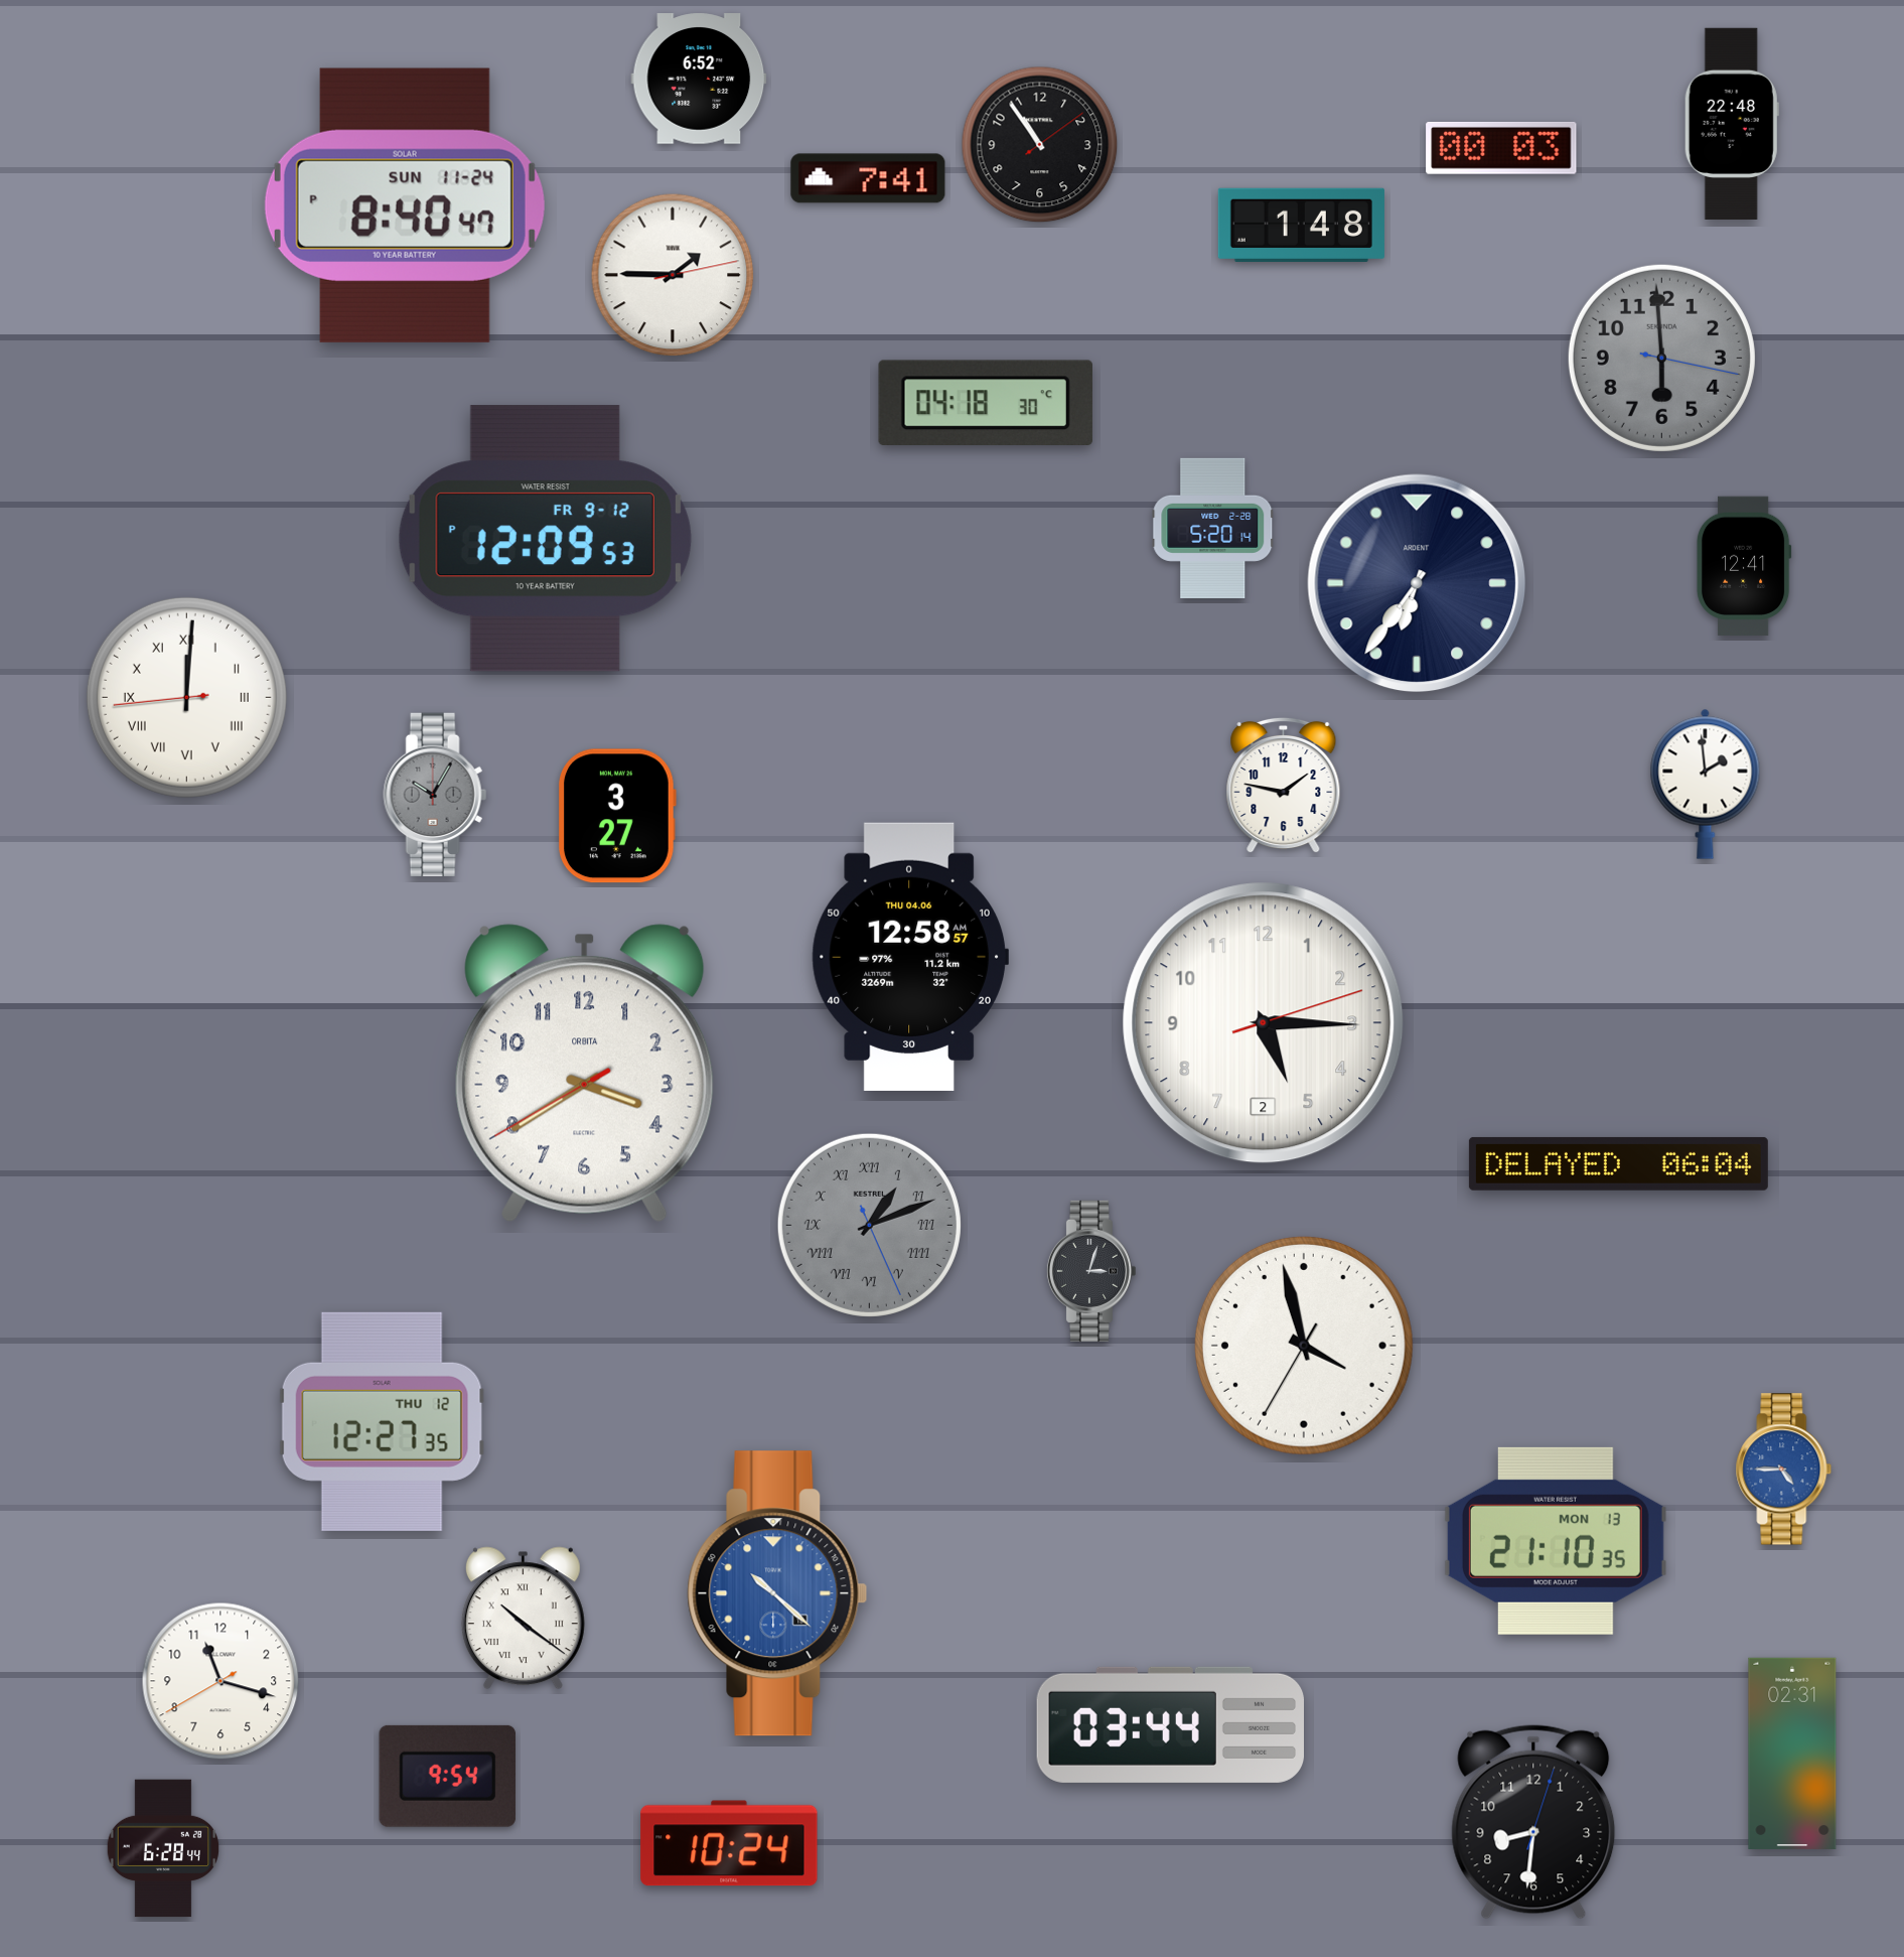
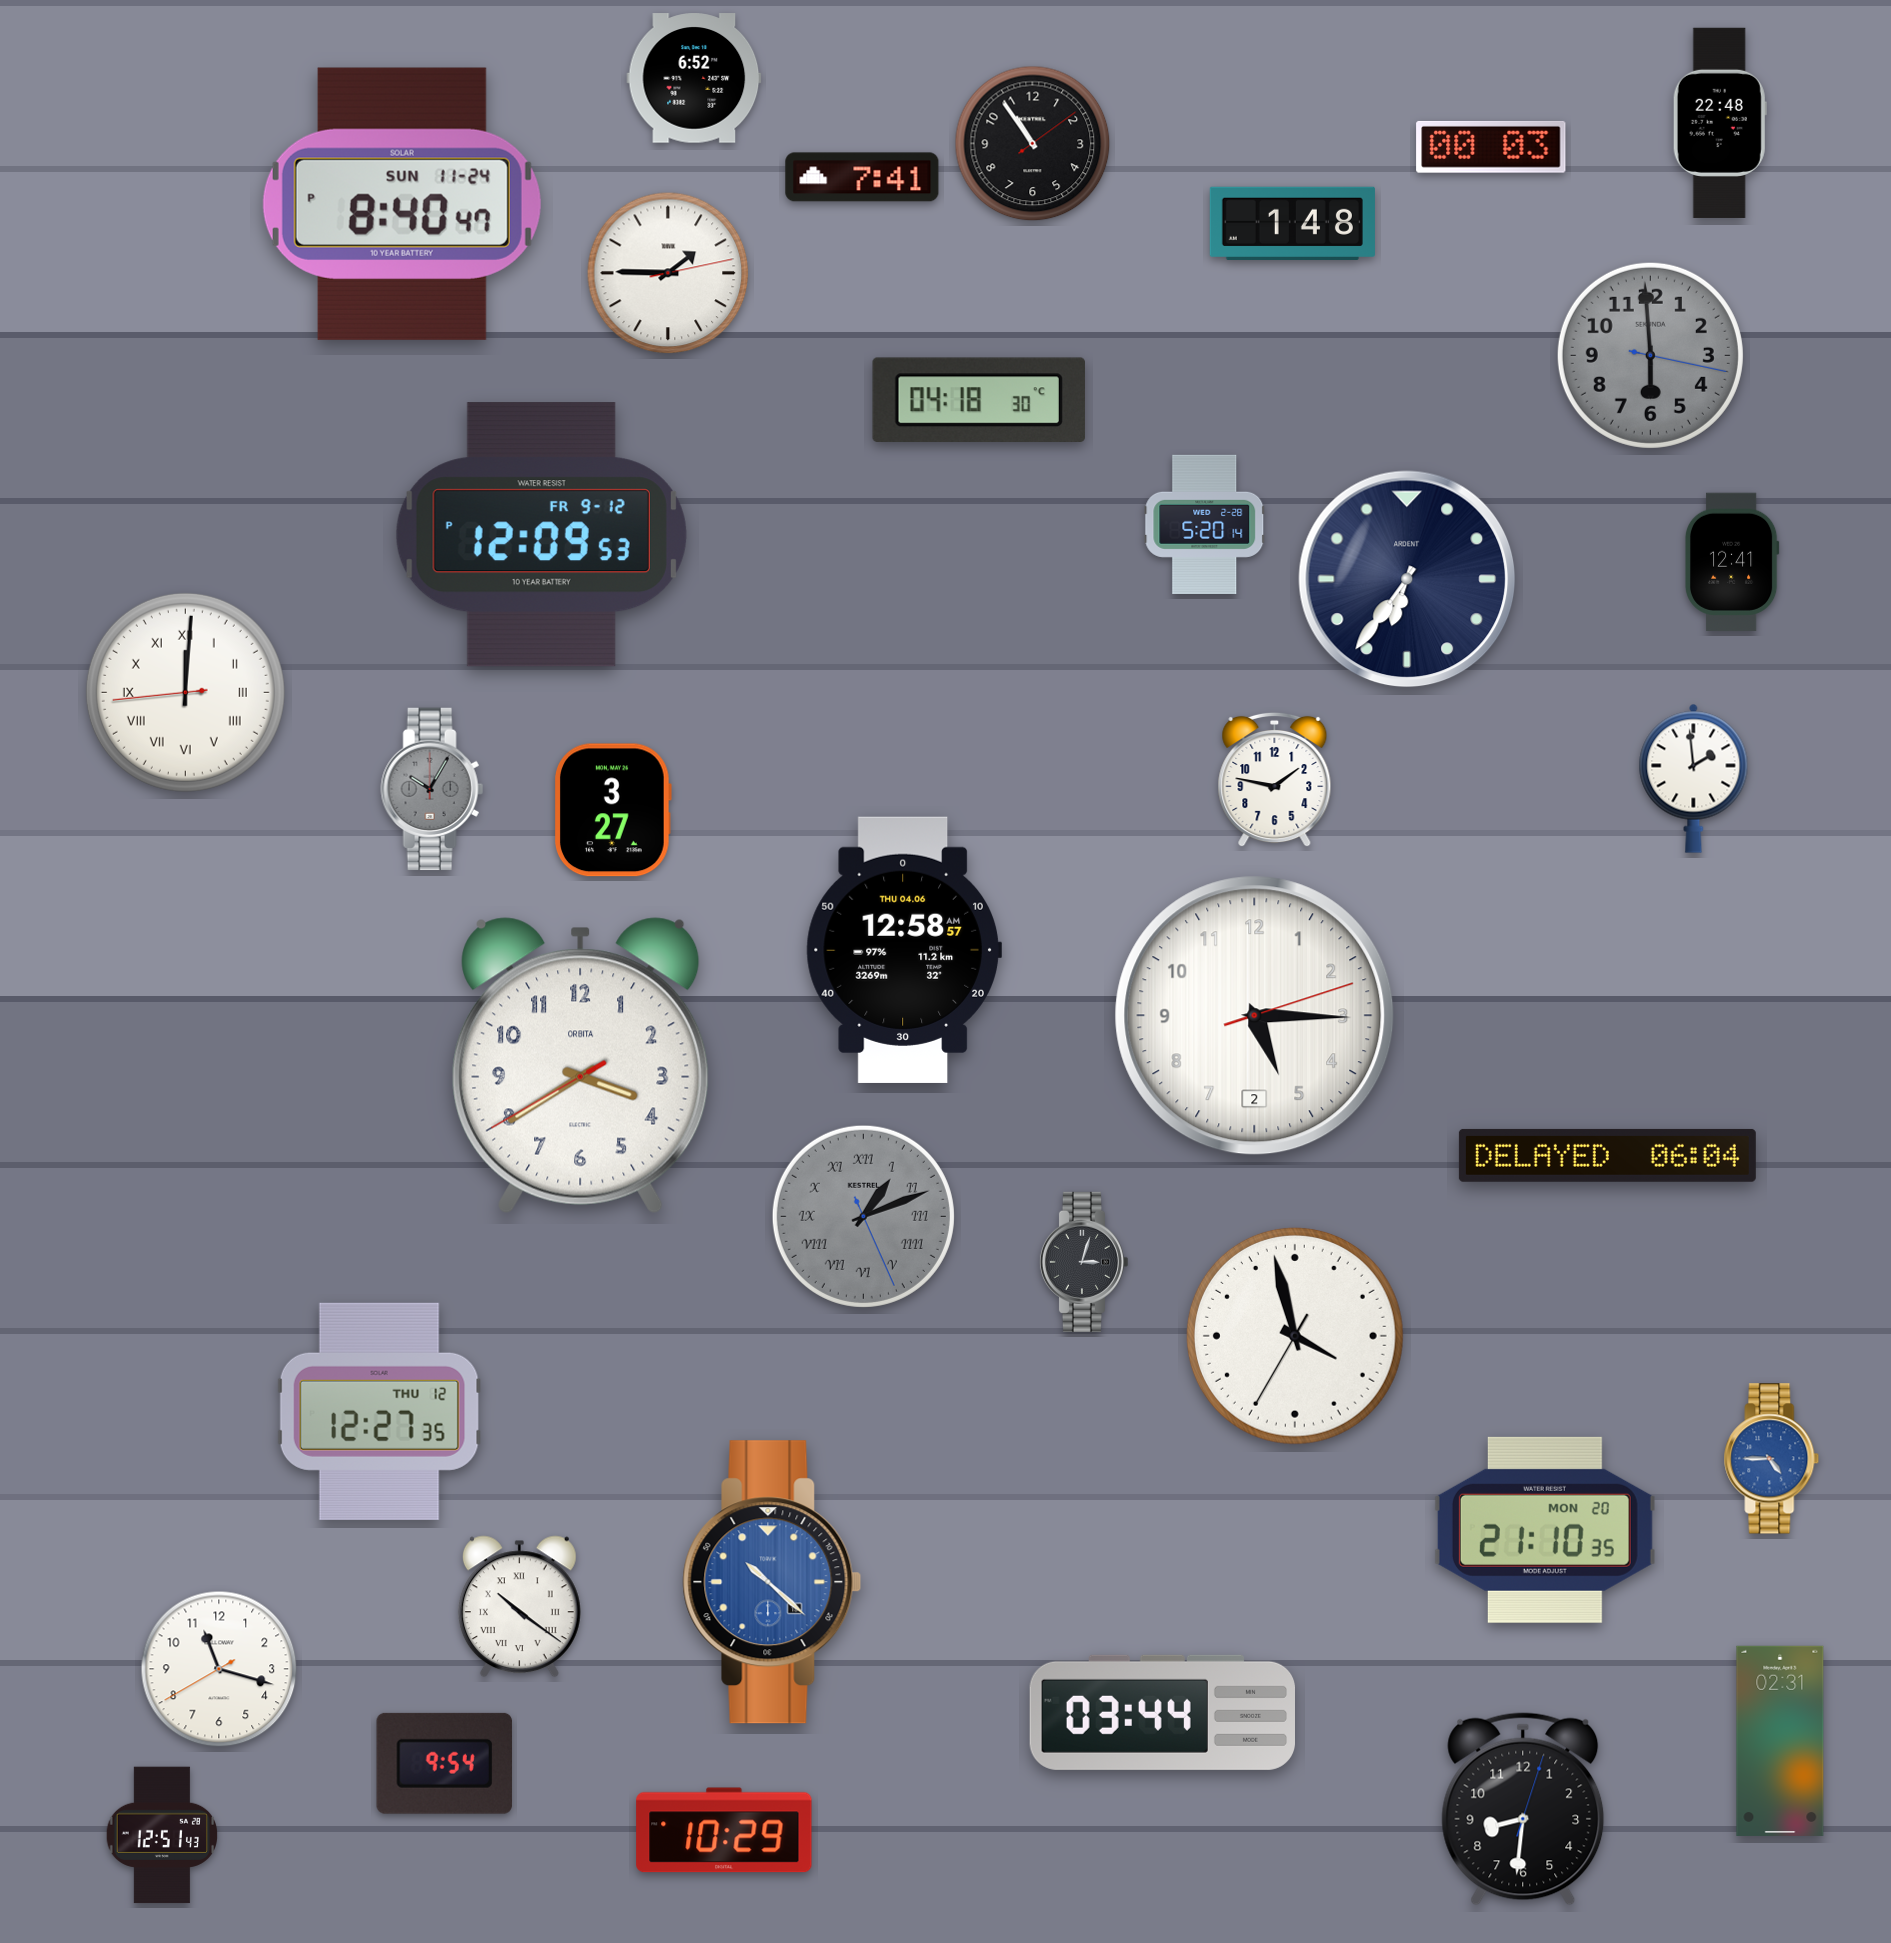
clock at (1556, 1541) date: MON 13 -> MON 20
clock at (729, 1843): 10:24 -> 10:29
clock at (163, 1848): 6:28 -> 12:51
